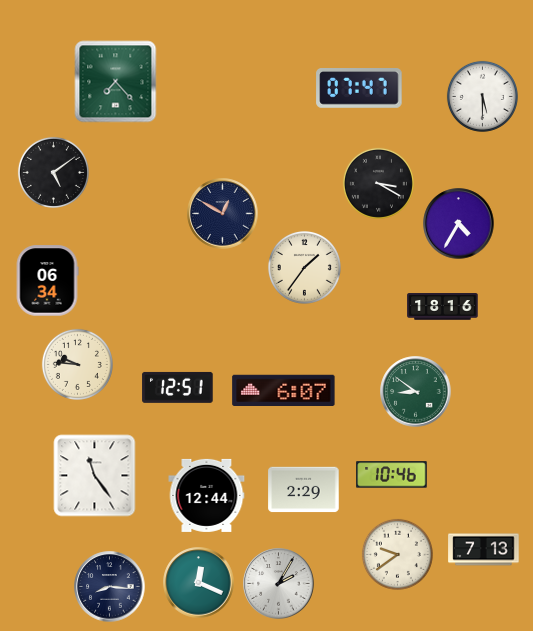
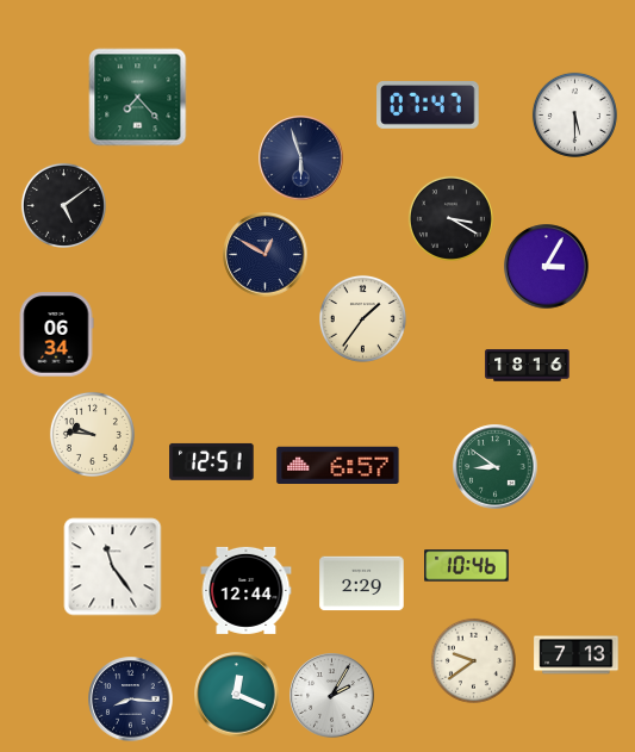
clock at (301, 159): none -> 5:57
clock at (459, 224): 4:35 -> 3:05
clock at (284, 390): 6:07 -> 6:57
